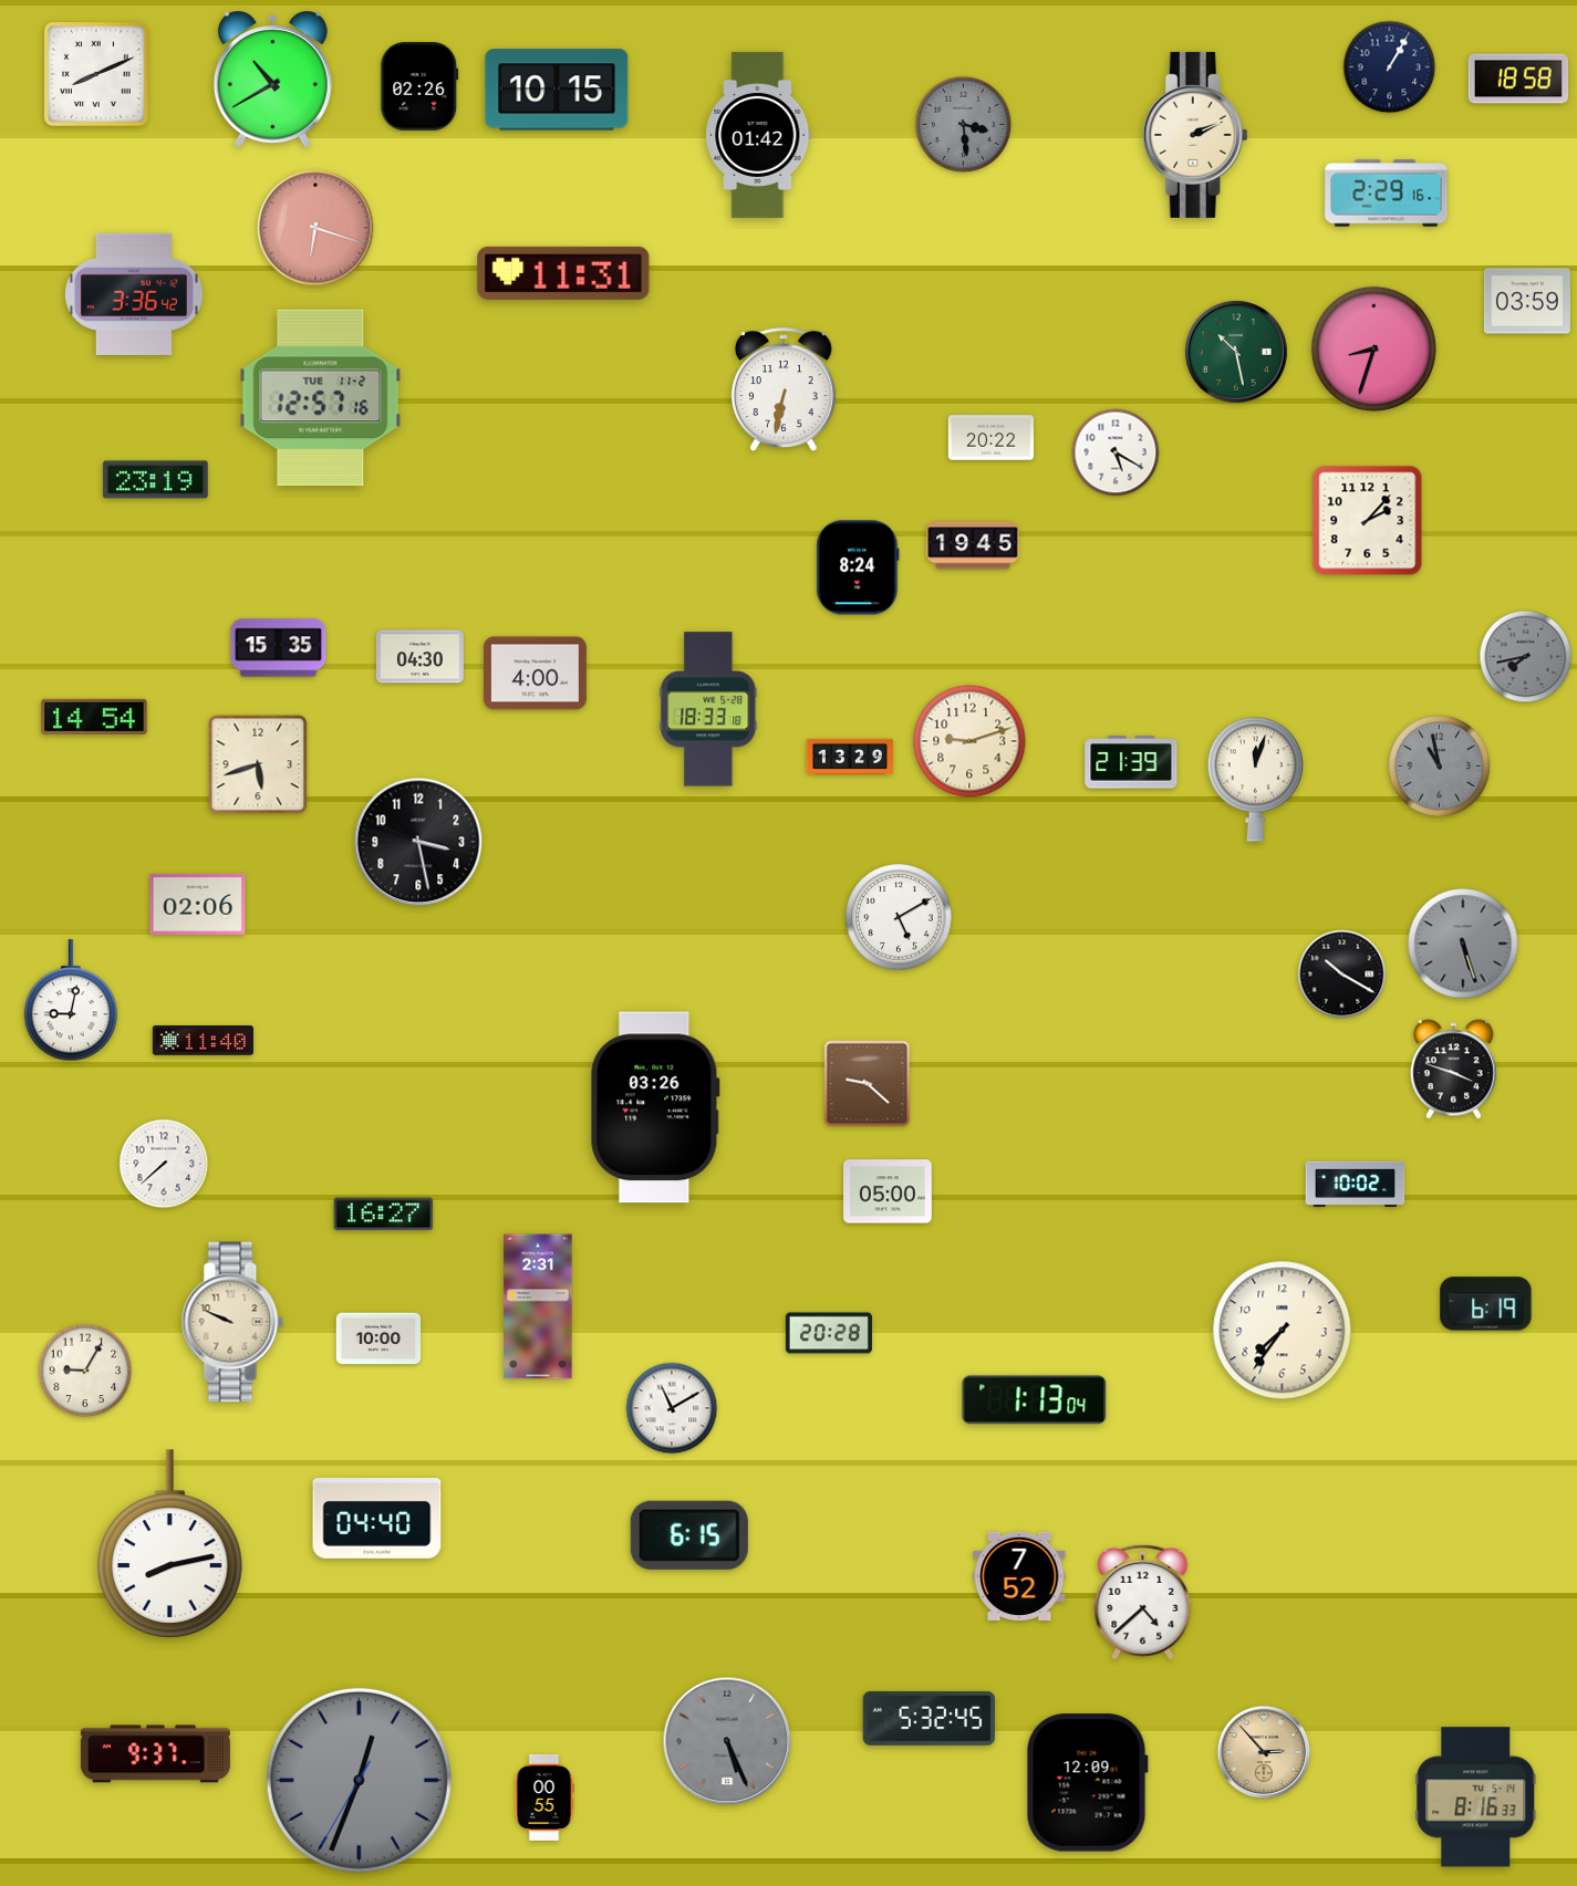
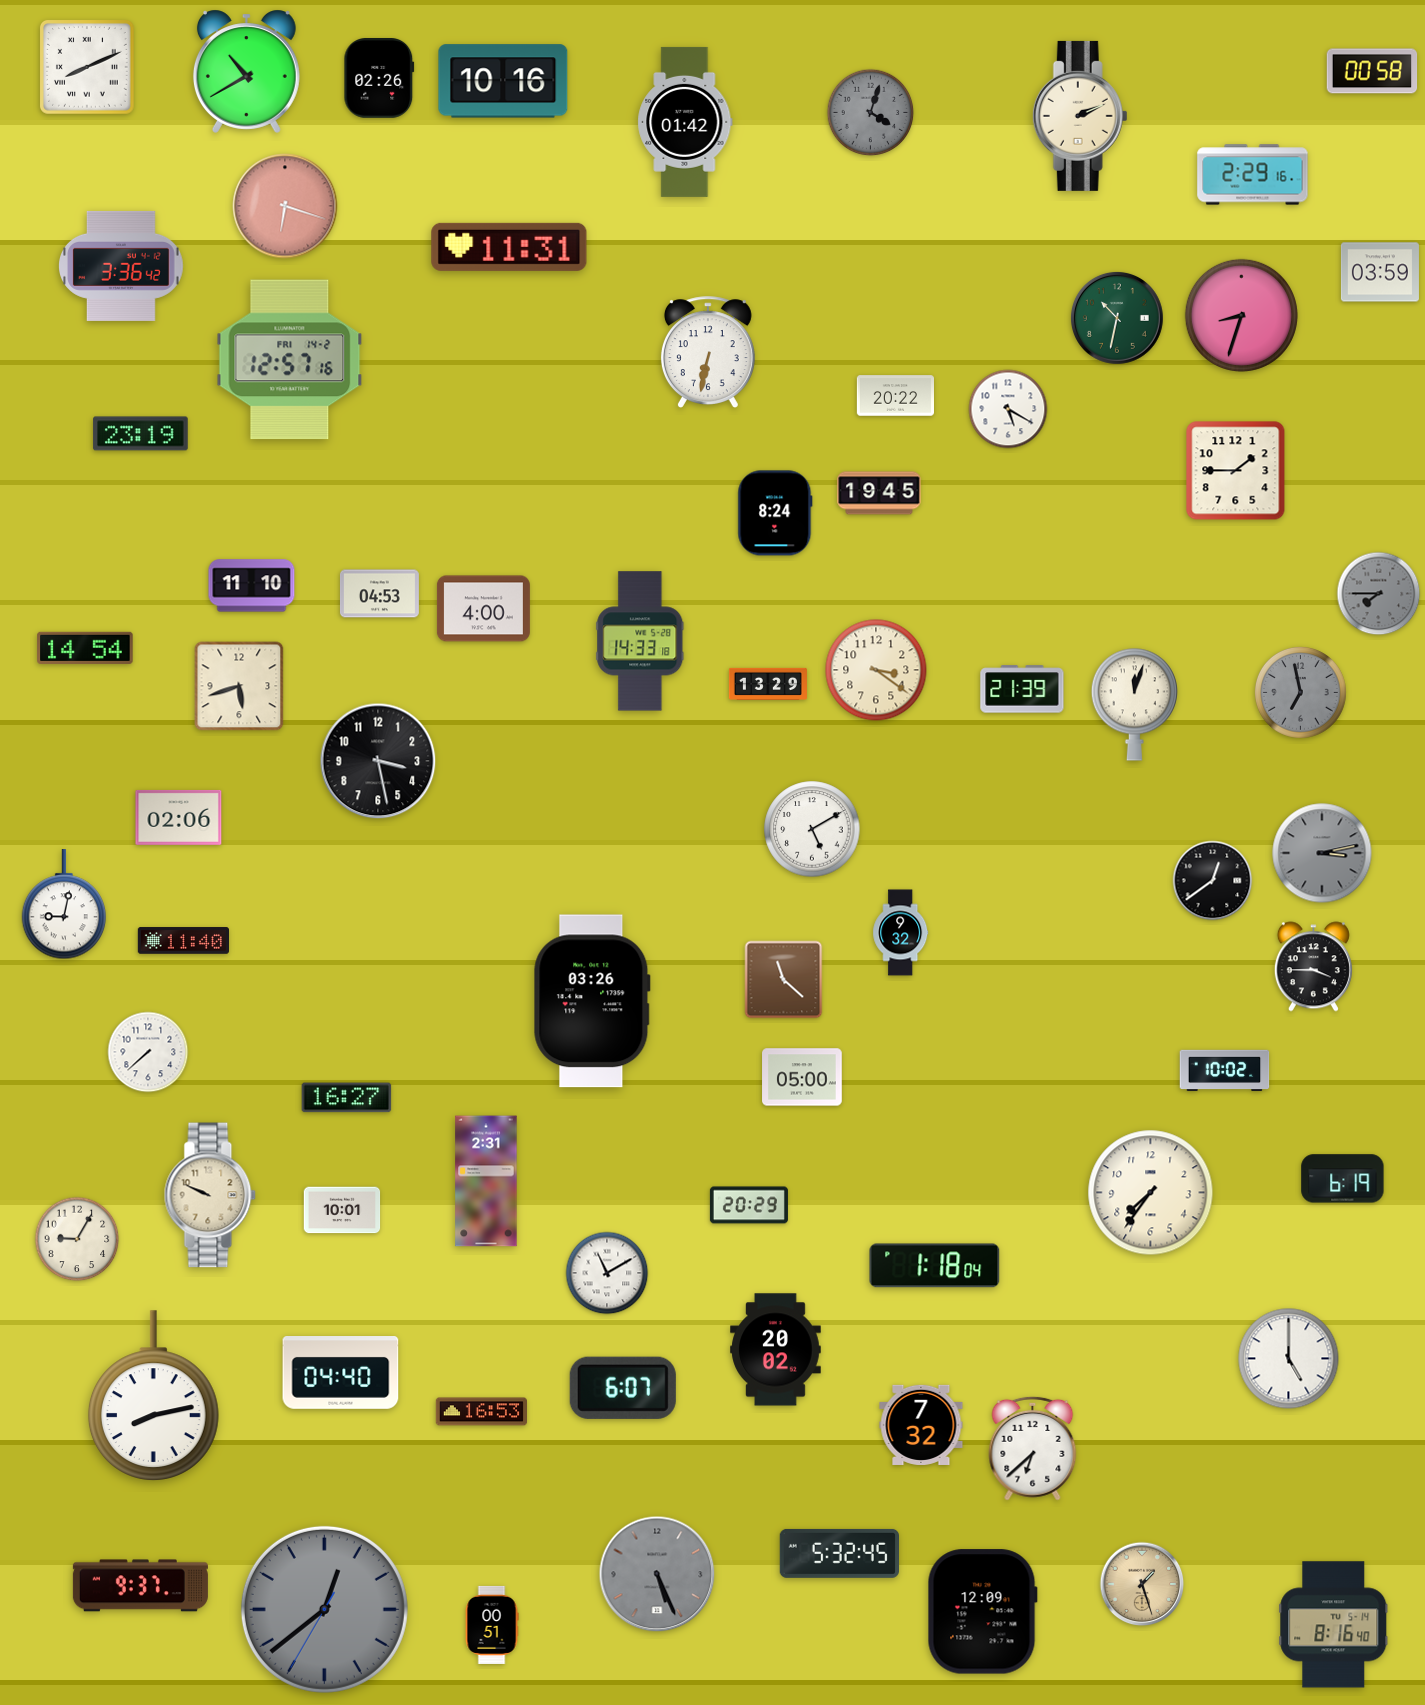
clock at (1390, 67): 1:05 -> none
clock at (1518, 79): 18:58 -> 00:58
clock at (557, 90): 10:15 -> 10:16
clock at (964, 125): 3:29 -> 4:03
clock at (1195, 135) position: (1195, 135) -> (1080, 116)
clock at (1236, 352): 10:28 -> 10:32
clock at (321, 398) date: TUE 11-2 -> FRI 14-2
clock at (1368, 521): 2:07 -> 1:45
clock at (279, 648): 15:35 -> 11:10
clock at (419, 657): 04:30 -> 04:53
clock at (1526, 657): 7:43 -> 7:45
clock at (708, 709): 18:33 -> 14:33
clock at (969, 741): 9:12 -> 3:21
clock at (258, 764) position: (258, 764) -> (239, 686)
clock at (1439, 765): 10:58 -> 6:58
clock at (1463, 944): 5:27 -> 3:13
clock at (1342, 975): 10:20 -> 12:39
clock at (901, 933): none -> 9:32
clock at (1453, 1070): 3:48 -> 3:45
clock at (868, 1084): 9:22 -> 11:22
clock at (1283, 1331) position: (1283, 1331) -> (1151, 1193)
clock at (829, 1333): 20:28 -> 20:29
clock at (378, 1338): 10:00 -> 10:01
clock at (1035, 1400): 1:13 -> 1:18
clock at (776, 1350): none -> 20:02
clock at (1289, 1359): none -> 5:00
clock at (689, 1535): 6:15 -> 6:07
clock at (481, 1412): none -> 16:53
clock at (1019, 1576): 7:52 -> 7:32
clock at (1143, 1602): 4:38 -> 6:38
clock at (1264, 1752): 2:53 -> 1:27
clock at (359, 1780): 12:33 -> 12:38
clock at (544, 1798): 00:55 -> 00:51
clock at (1476, 1798): 8:16:33 -> 8:16:40
